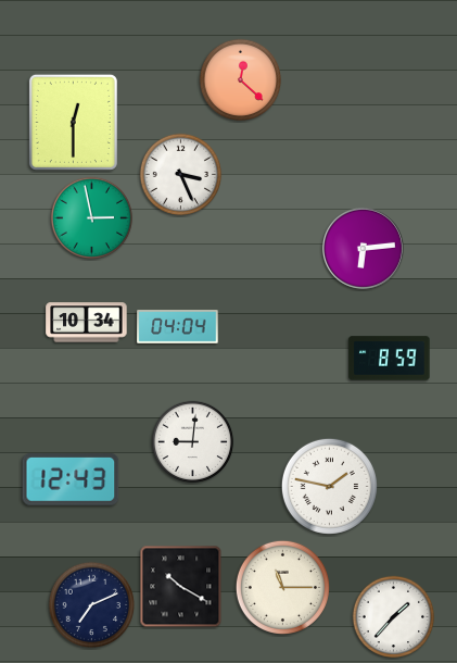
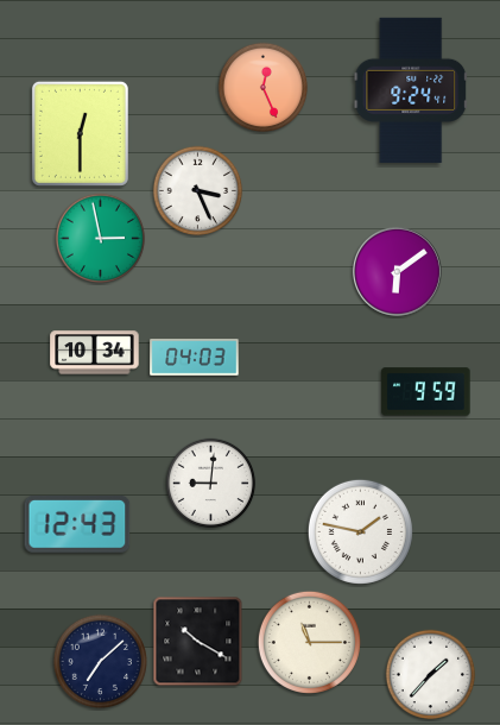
clock at (241, 80): 12:22 -> 12:26
clock at (411, 90): none -> 9:24
clock at (363, 248): 6:14 -> 6:09
clock at (178, 327): 04:04 -> 04:03
clock at (390, 359): 8:59 -> 9:59
clock at (91, 604): 7:11 -> 7:08
